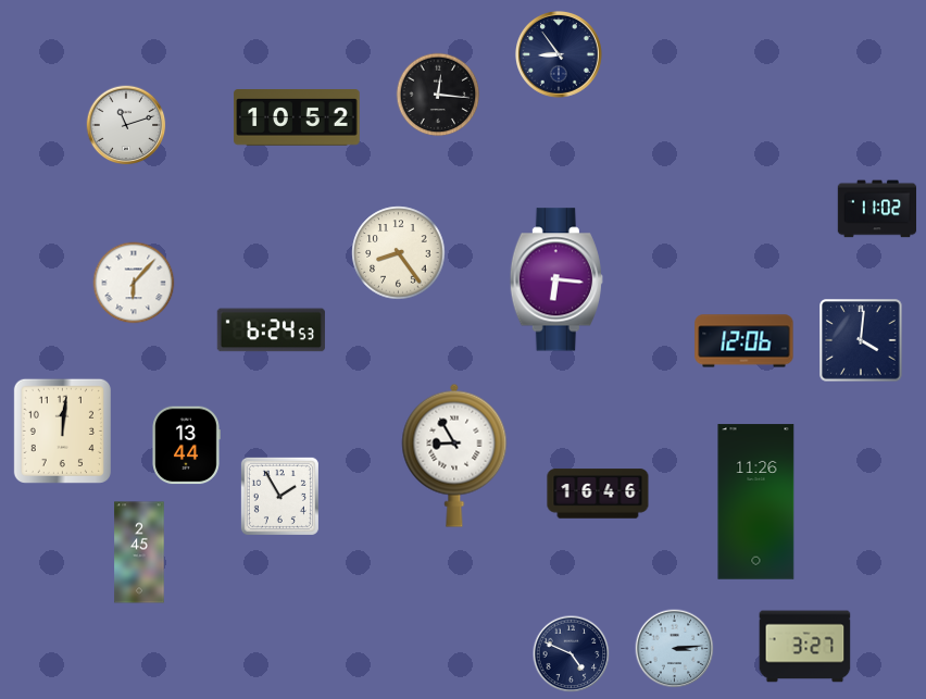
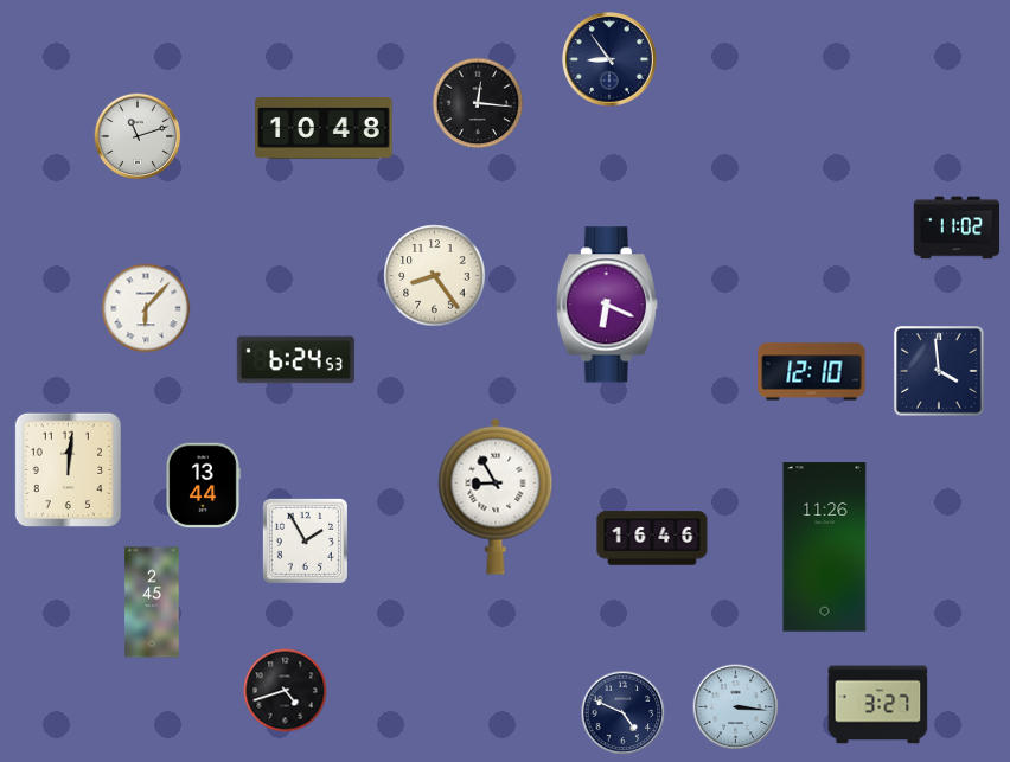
clock at (297, 118): 10:52 -> 10:48
clock at (556, 279): 6:16 -> 6:19
clock at (861, 340): 4:01 -> 3:59
clock at (744, 341): 12:06 -> 12:10
clock at (286, 691): none -> 4:42
clock at (675, 649): 3:14 -> 3:16
